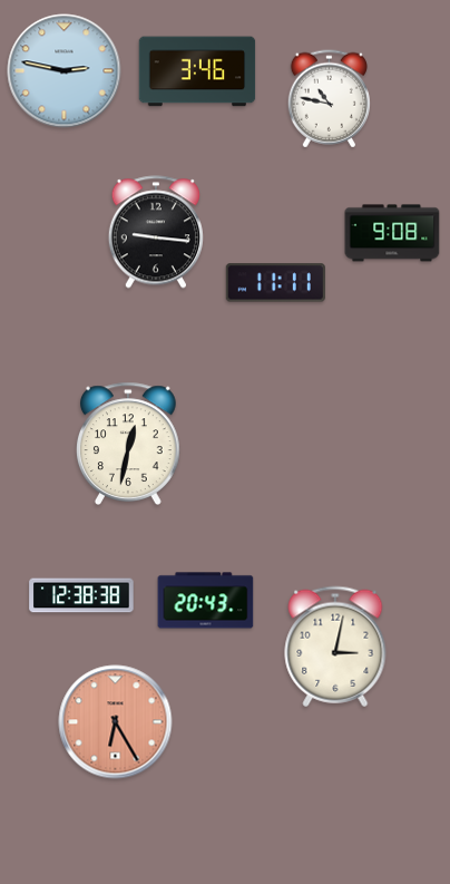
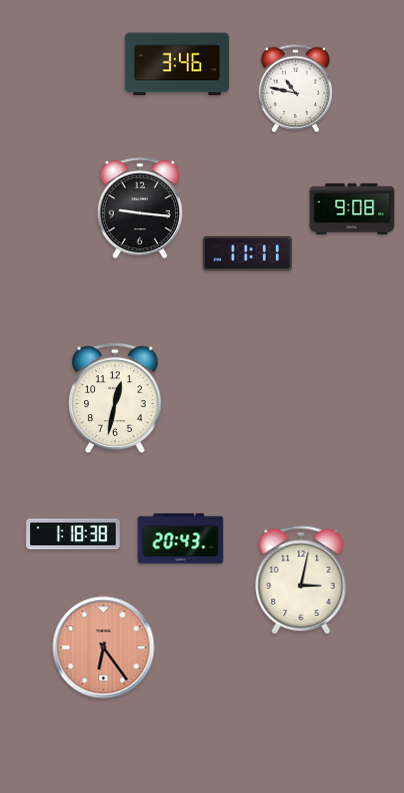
clock at (65, 71): 2:47 -> none
clock at (81, 595): 12:38 -> 1:18
clock at (206, 601) position: (206, 601) -> (181, 539)
clock at (116, 722): 6:25 -> 6:24
